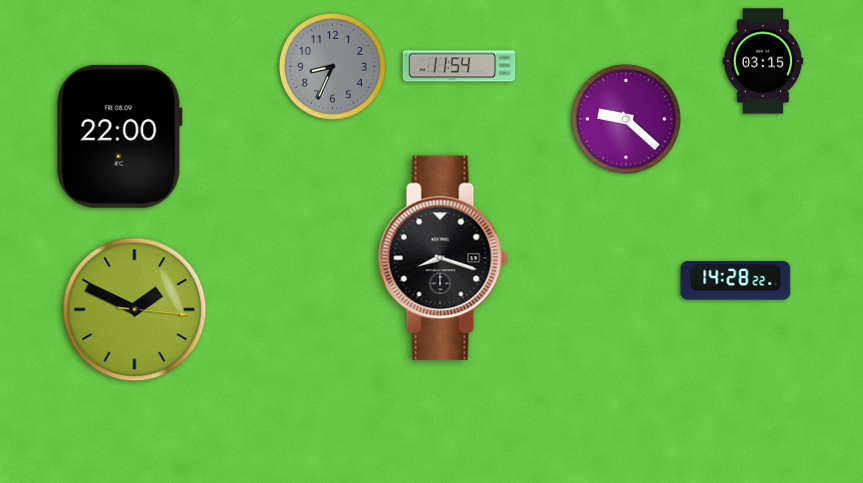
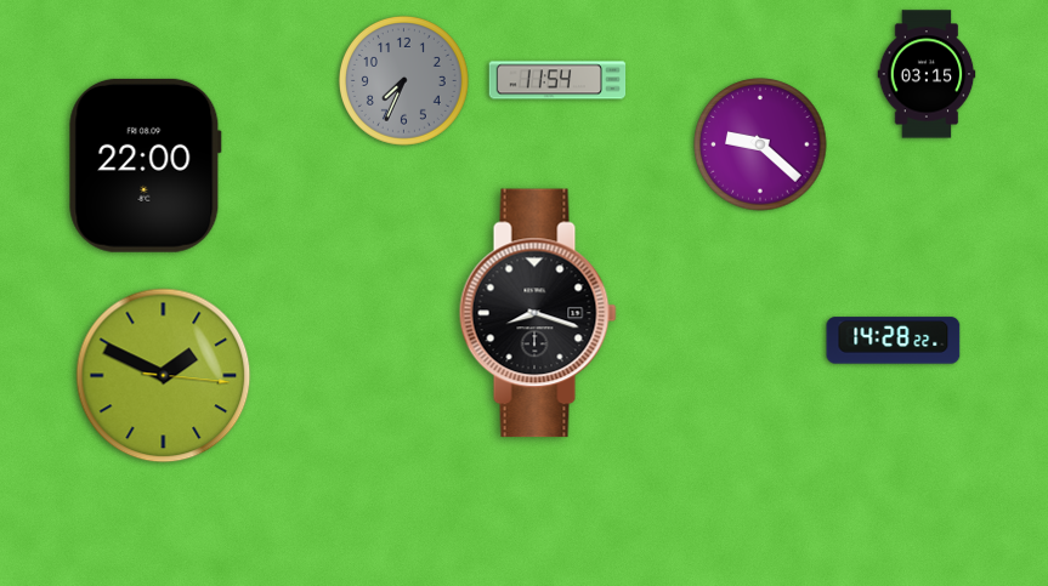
clock at (332, 66): 8:34 -> 7:34
